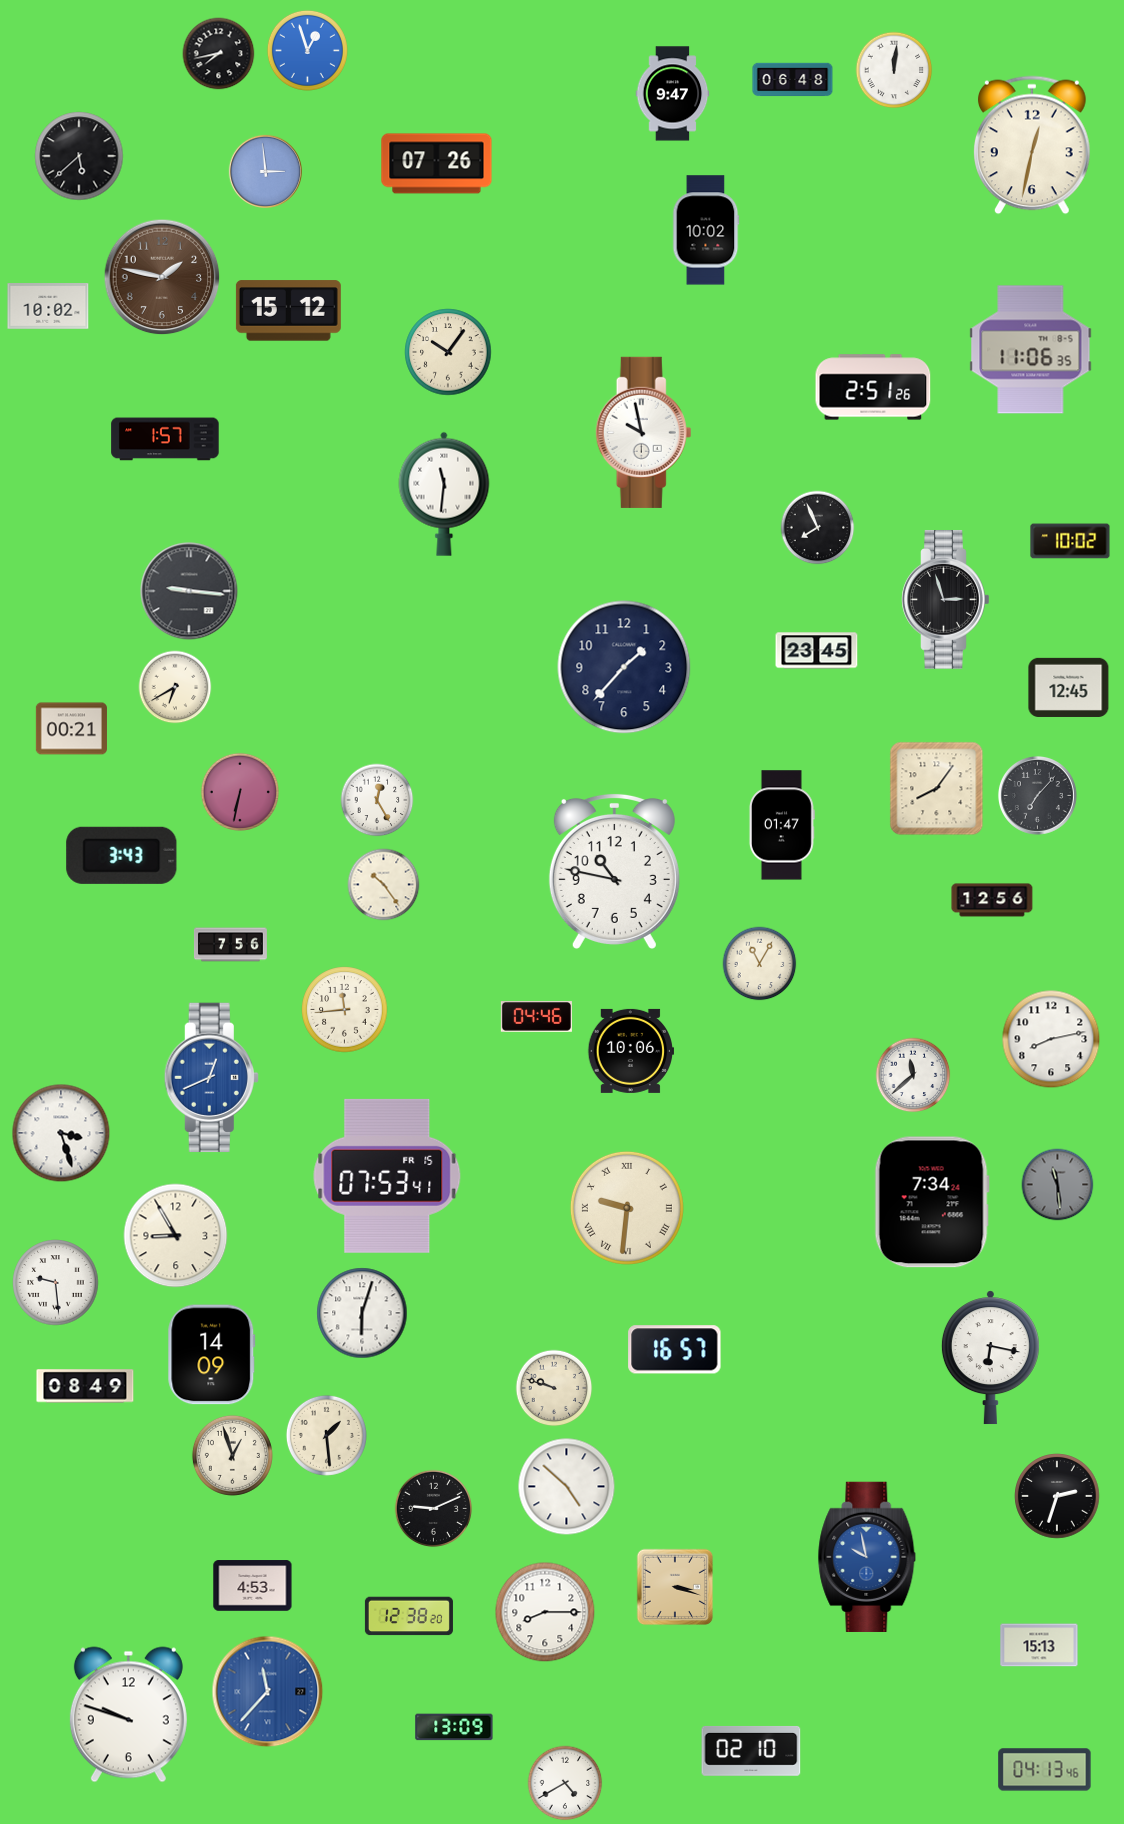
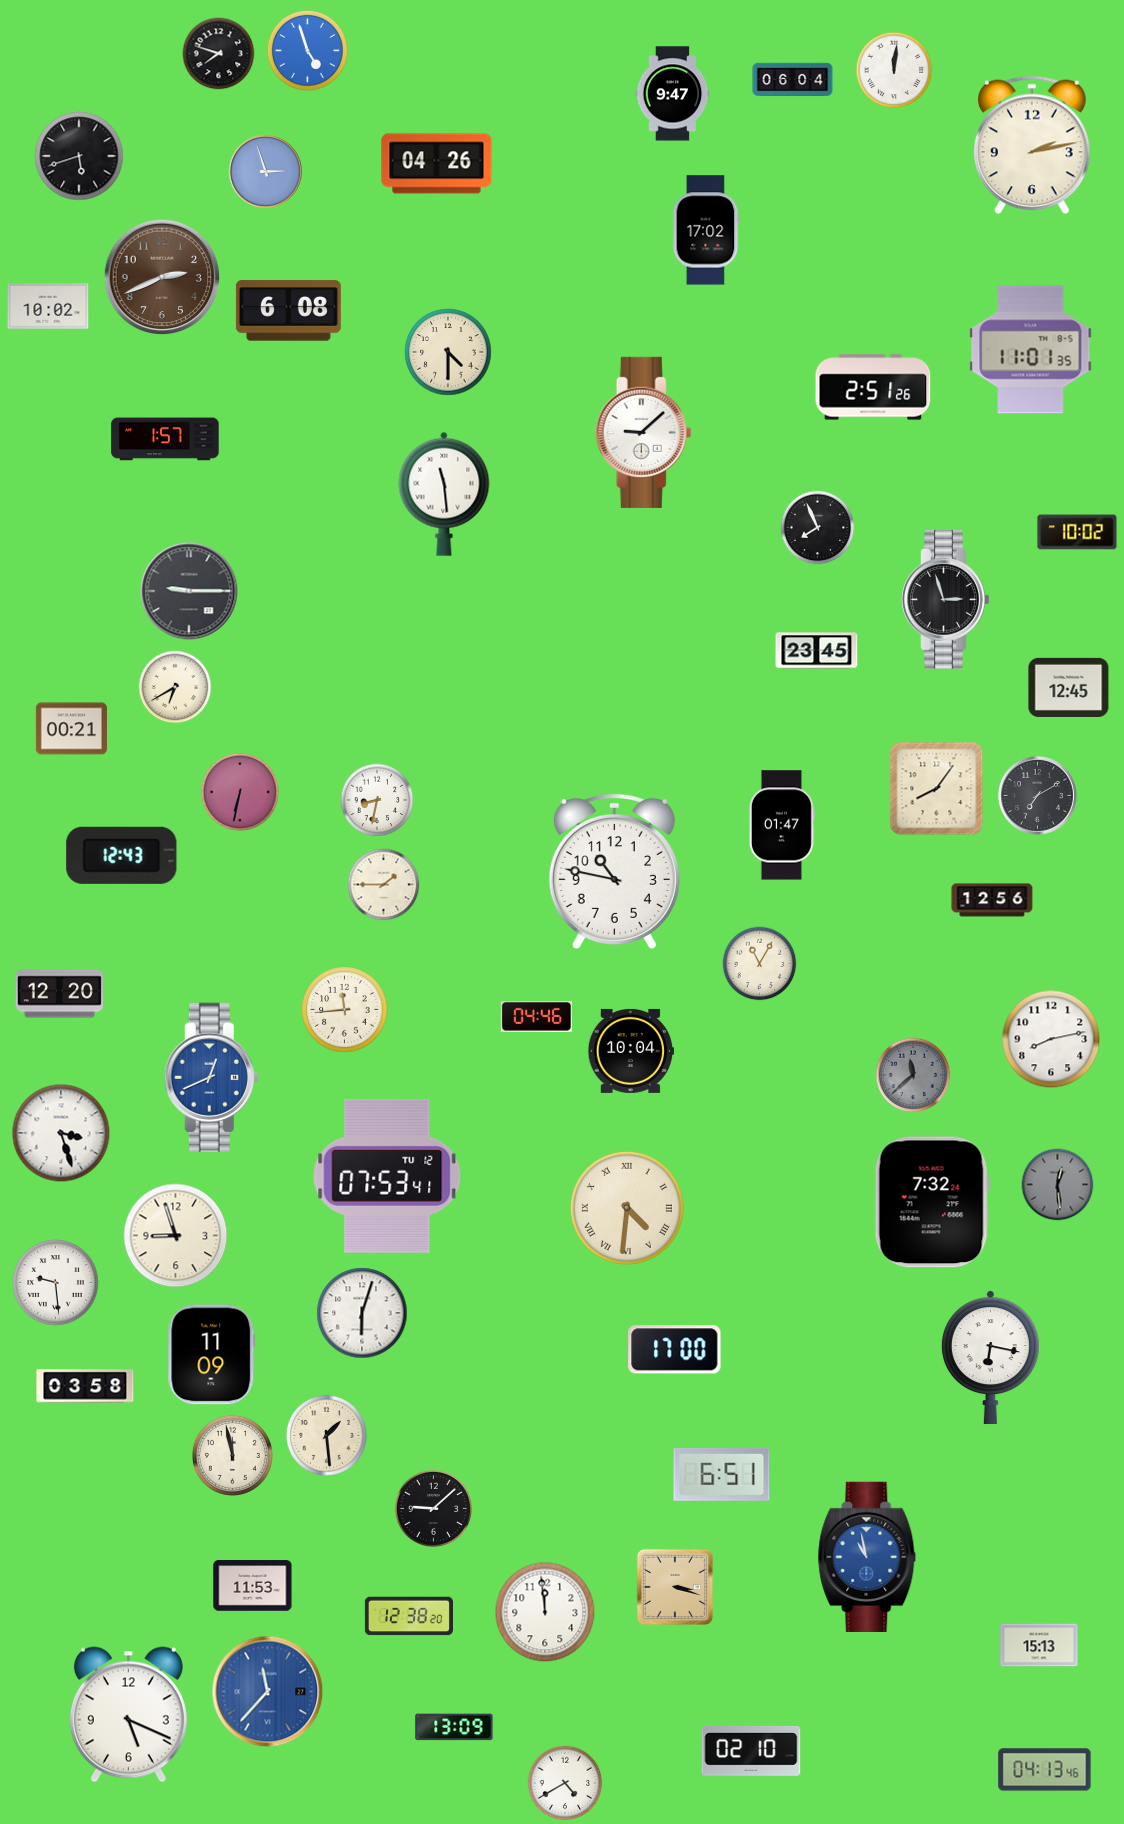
clock at (307, 50): 12:57 -> 4:57
clock at (219, 54): 7:43 -> 7:48
clock at (793, 80): 06:48 -> 06:04
clock at (1033, 145): 12:32 -> 2:13
clock at (79, 156): 5:38 -> 5:42
clock at (437, 164): 07:26 -> 04:26
clock at (265, 171): 2:59 -> 2:57
clock at (706, 230): 10:02 -> 17:02
clock at (162, 277): 1:47 -> 2:41
clock at (288, 311): 15:12 -> 6:08
clock at (1031, 350): 11:06 -> 11:01
clock at (448, 352): 10:06 -> 4:30
clock at (644, 432): 9:58 -> 9:08
clock at (444, 494): 11:31 -> 11:29
clock at (1070, 541) position: (1070, 541) -> (1077, 532)
clock at (189, 591): 9:16 -> 9:15
clock at (624, 667): 1:37 -> none
clock at (1037, 795): 7:07 -> 7:10
clock at (377, 800): 12:25 -> 8:32
clock at (122, 855): 3:43 -> 12:43
clock at (384, 885): 10:24 -> 1:45
clock at (230, 945): 7:56 -> none
clock at (59, 994): none -> 12:20
clock at (631, 1051): 10:06 -> 10:04
clock at (913, 1075) dial: white -> grey
clock at (387, 1176) date: FR 15 -> TU 12
clock at (1058, 1185): 11:29 -> 12:29
clock at (932, 1202): 7:34 -> 7:32
clock at (627, 1208): 9:31 -> 4:31
clock at (176, 1236): 8:55 -> 8:57
clock at (675, 1350): 16:57 -> 17:00
clock at (212, 1355): 14:09 -> 11:09
clock at (85, 1386): 08:49 -> 03:58
clock at (554, 1388): 9:48 -> none
clock at (232, 1455): 12:57 -> 11:58
clock at (722, 1474): none -> 6:51
clock at (567, 1487): 4:52 -> none
clock at (1057, 1496): 2:33 -> none
clock at (434, 1509): 9:11 -> 9:08
clock at (867, 1557): 9:58 -> 10:58
clock at (253, 1586): 4:53 -> 11:53
clock at (545, 1612): 8:15 -> 11:59
clock at (128, 1715): 9:48 -> 5:19
